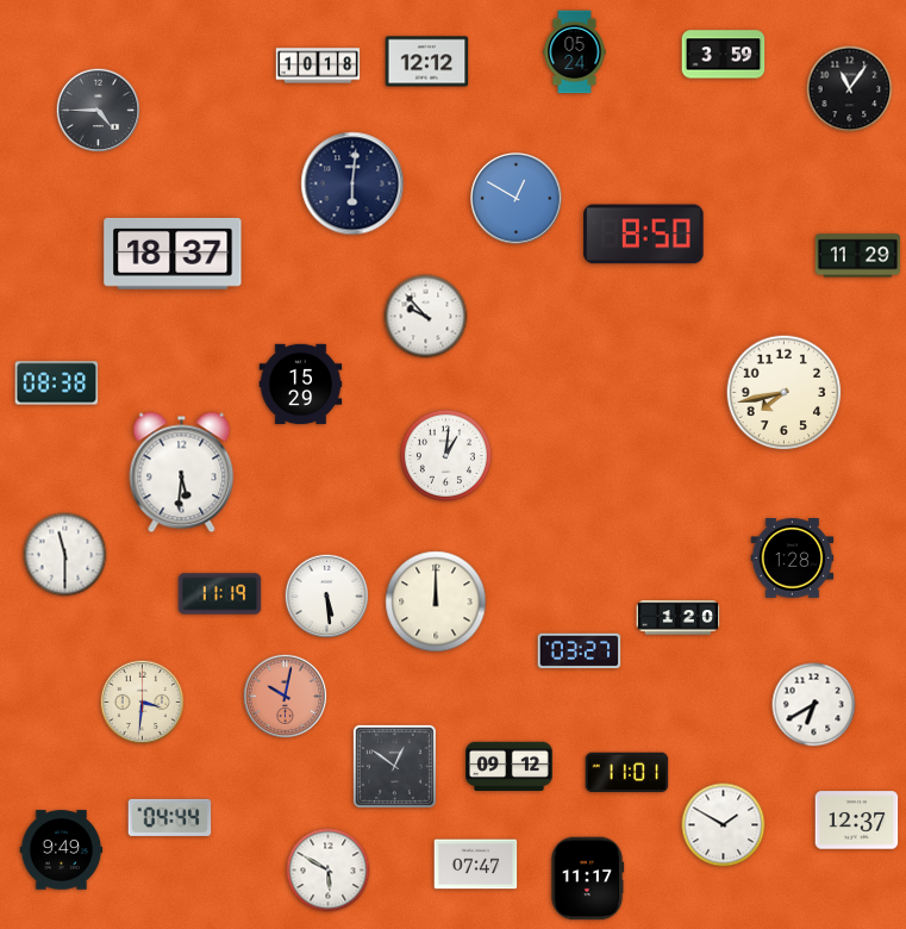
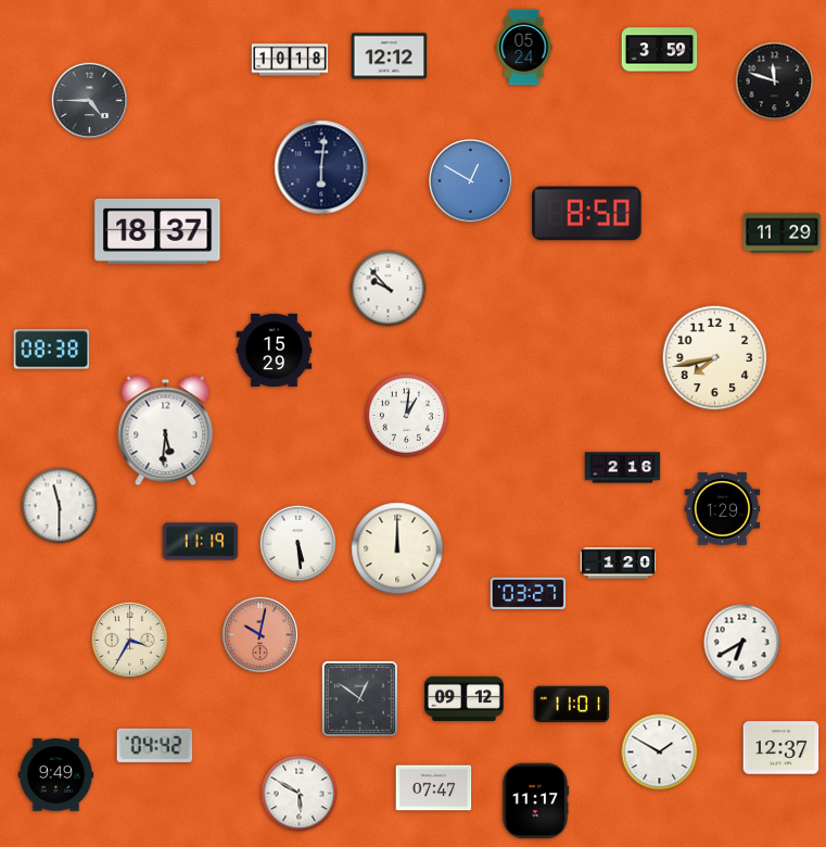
clock at (850, 89): 11:06 -> 11:48
clock at (623, 468): none -> 2:16
clock at (793, 559): 1:28 -> 1:29
clock at (143, 703): 3:31 -> 3:35
clock at (170, 817): 04:44 -> 04:42
